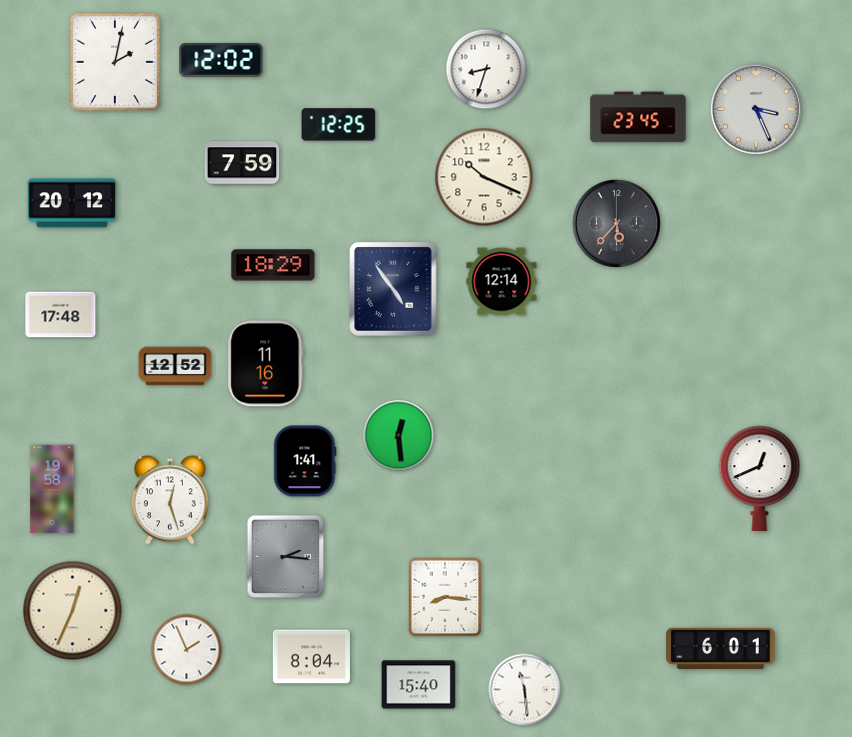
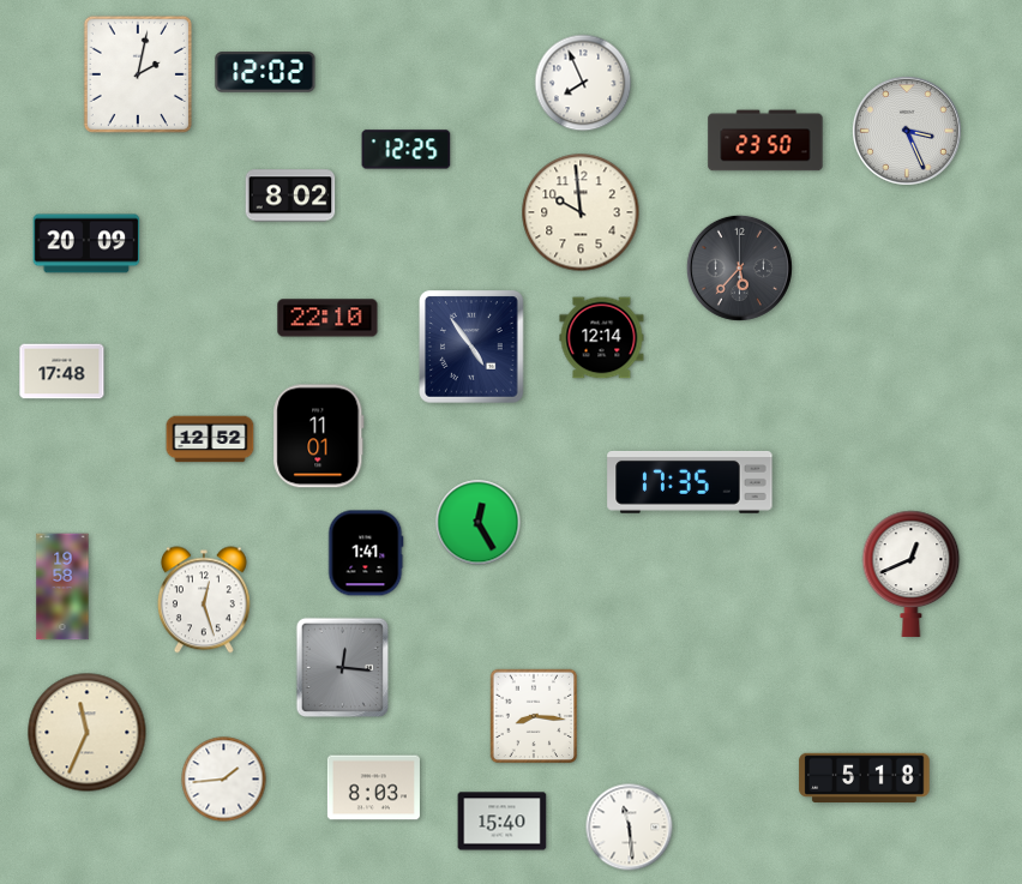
clock at (486, 69): 8:33 -> 7:56
clock at (638, 117): 23:45 -> 23:50
clock at (242, 163): 7:59 -> 8:02
clock at (484, 177): 10:19 -> 9:59
clock at (72, 203): 20:12 -> 20:09
clock at (273, 265): 18:29 -> 22:10
clock at (61, 315) position: (61, 315) -> (62, 372)
clock at (266, 364): 11:16 -> 11:01
clock at (690, 482): none -> 17:35
clock at (399, 436): 12:29 -> 12:25
clock at (286, 557): 2:16 -> 12:16
clock at (73, 611): 12:34 -> 11:34
clock at (721, 648): 6:01 -> 5:18
clock at (187, 650): 1:56 -> 1:44
clock at (311, 657): 8:04 -> 8:03
